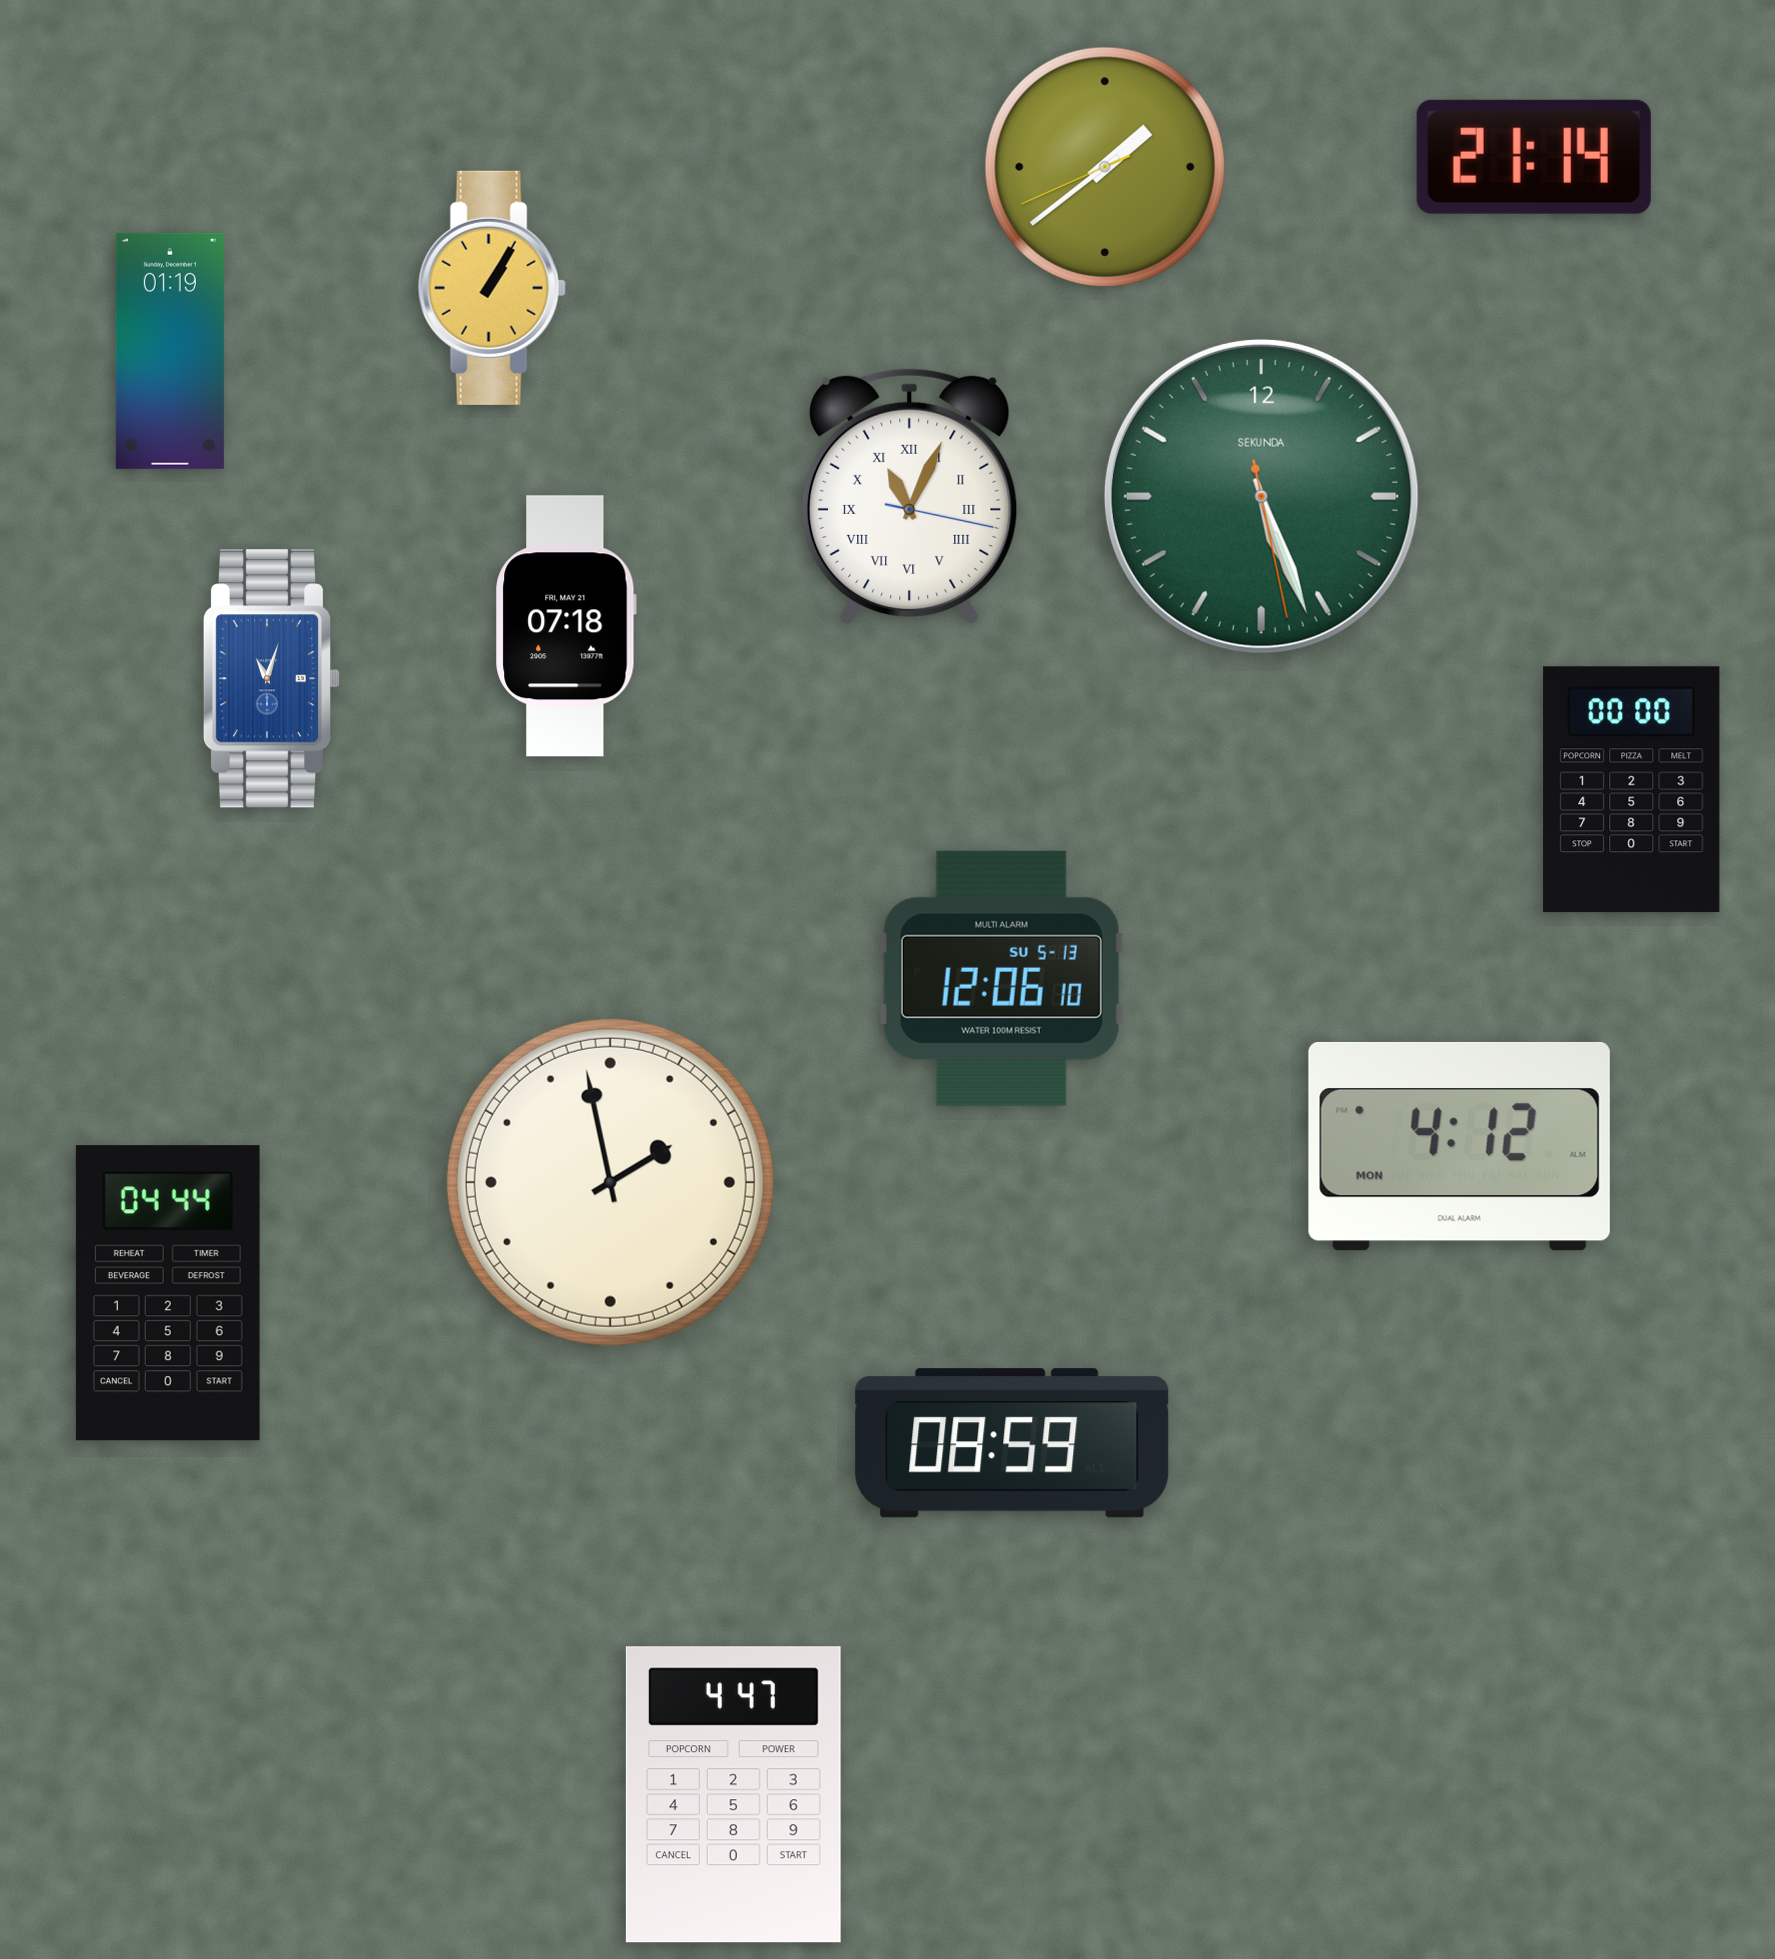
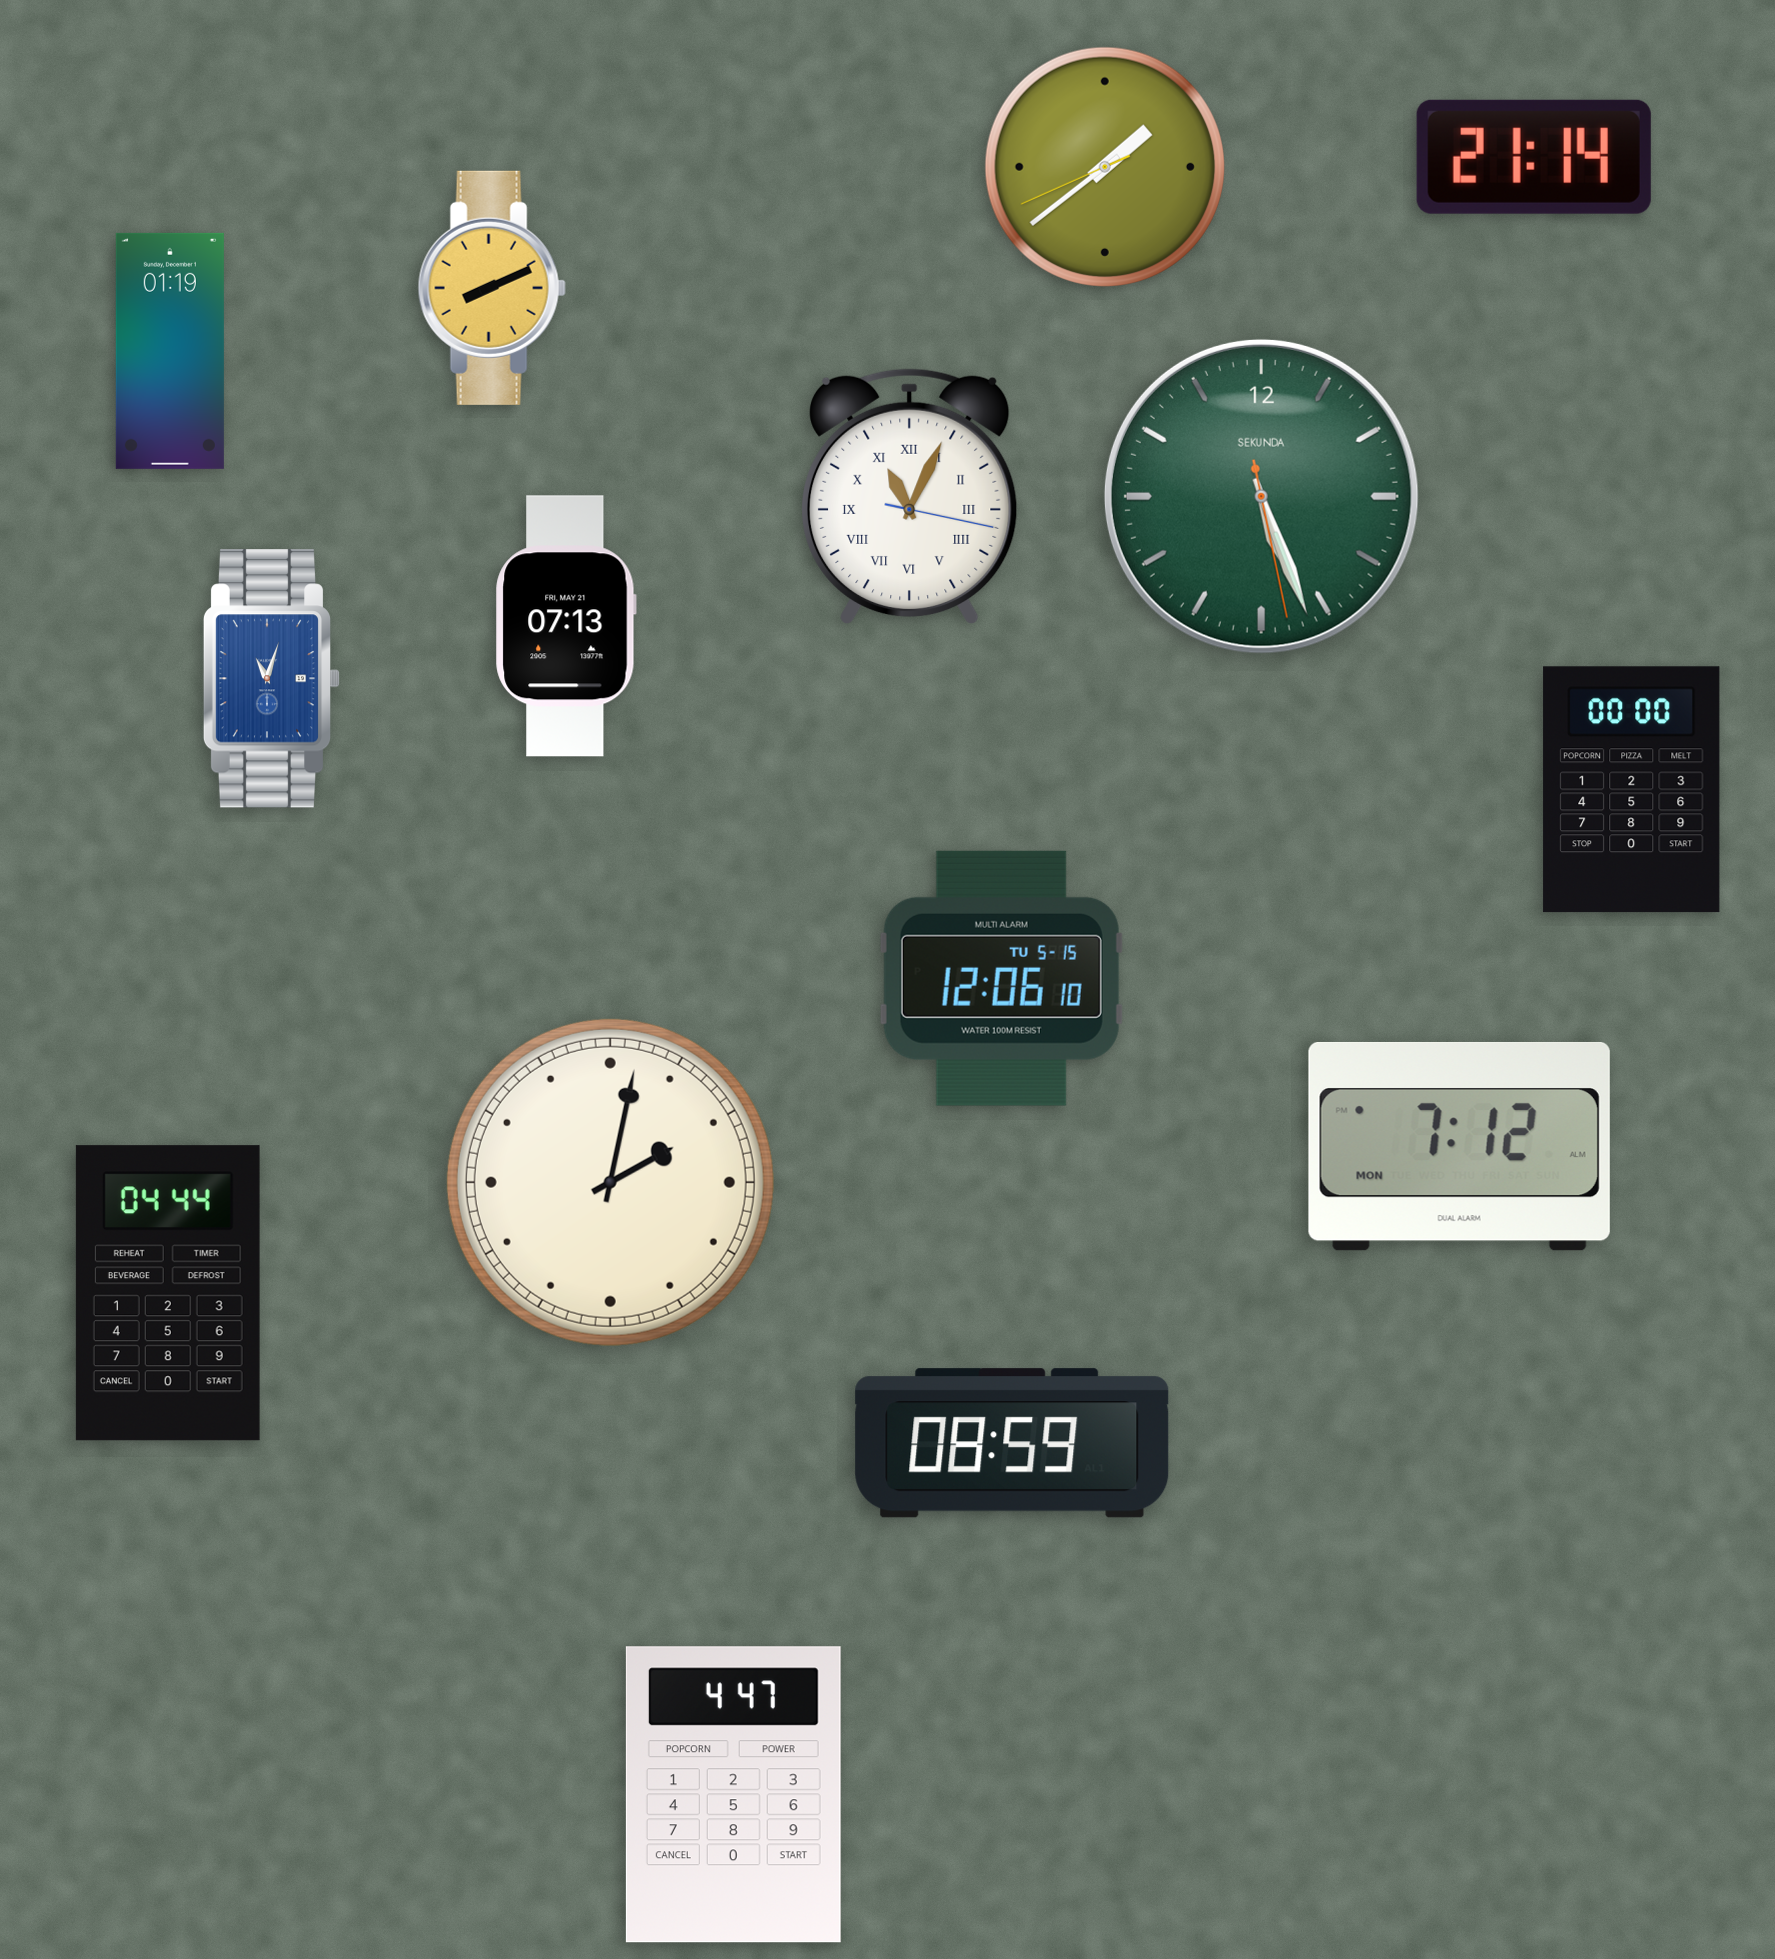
clock at (492, 288): 1:05 -> 8:11
clock at (566, 626): 07:18 -> 07:13
clock at (1001, 978) date: SU 5-13 -> TU 5-15
clock at (1459, 1146): 4:12 -> 7:12
clock at (610, 1182): 1:58 -> 2:02
